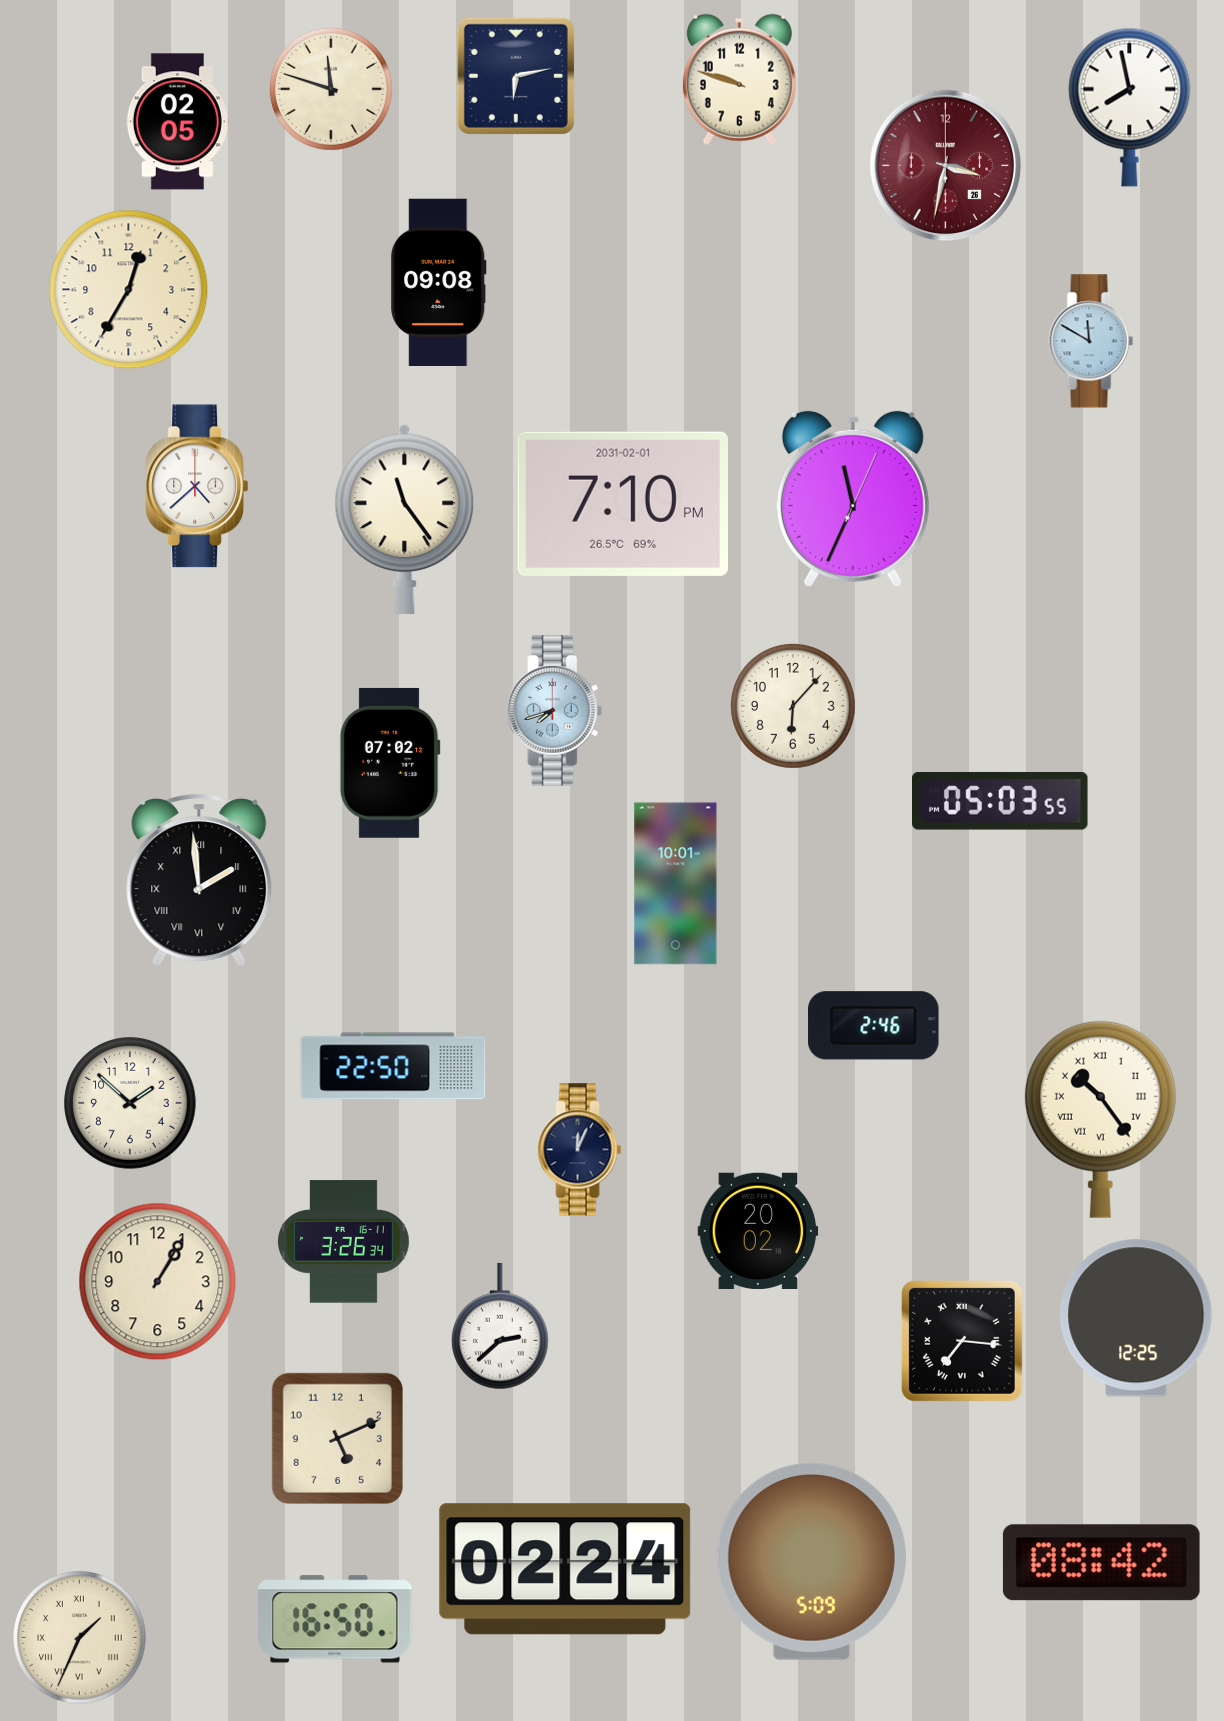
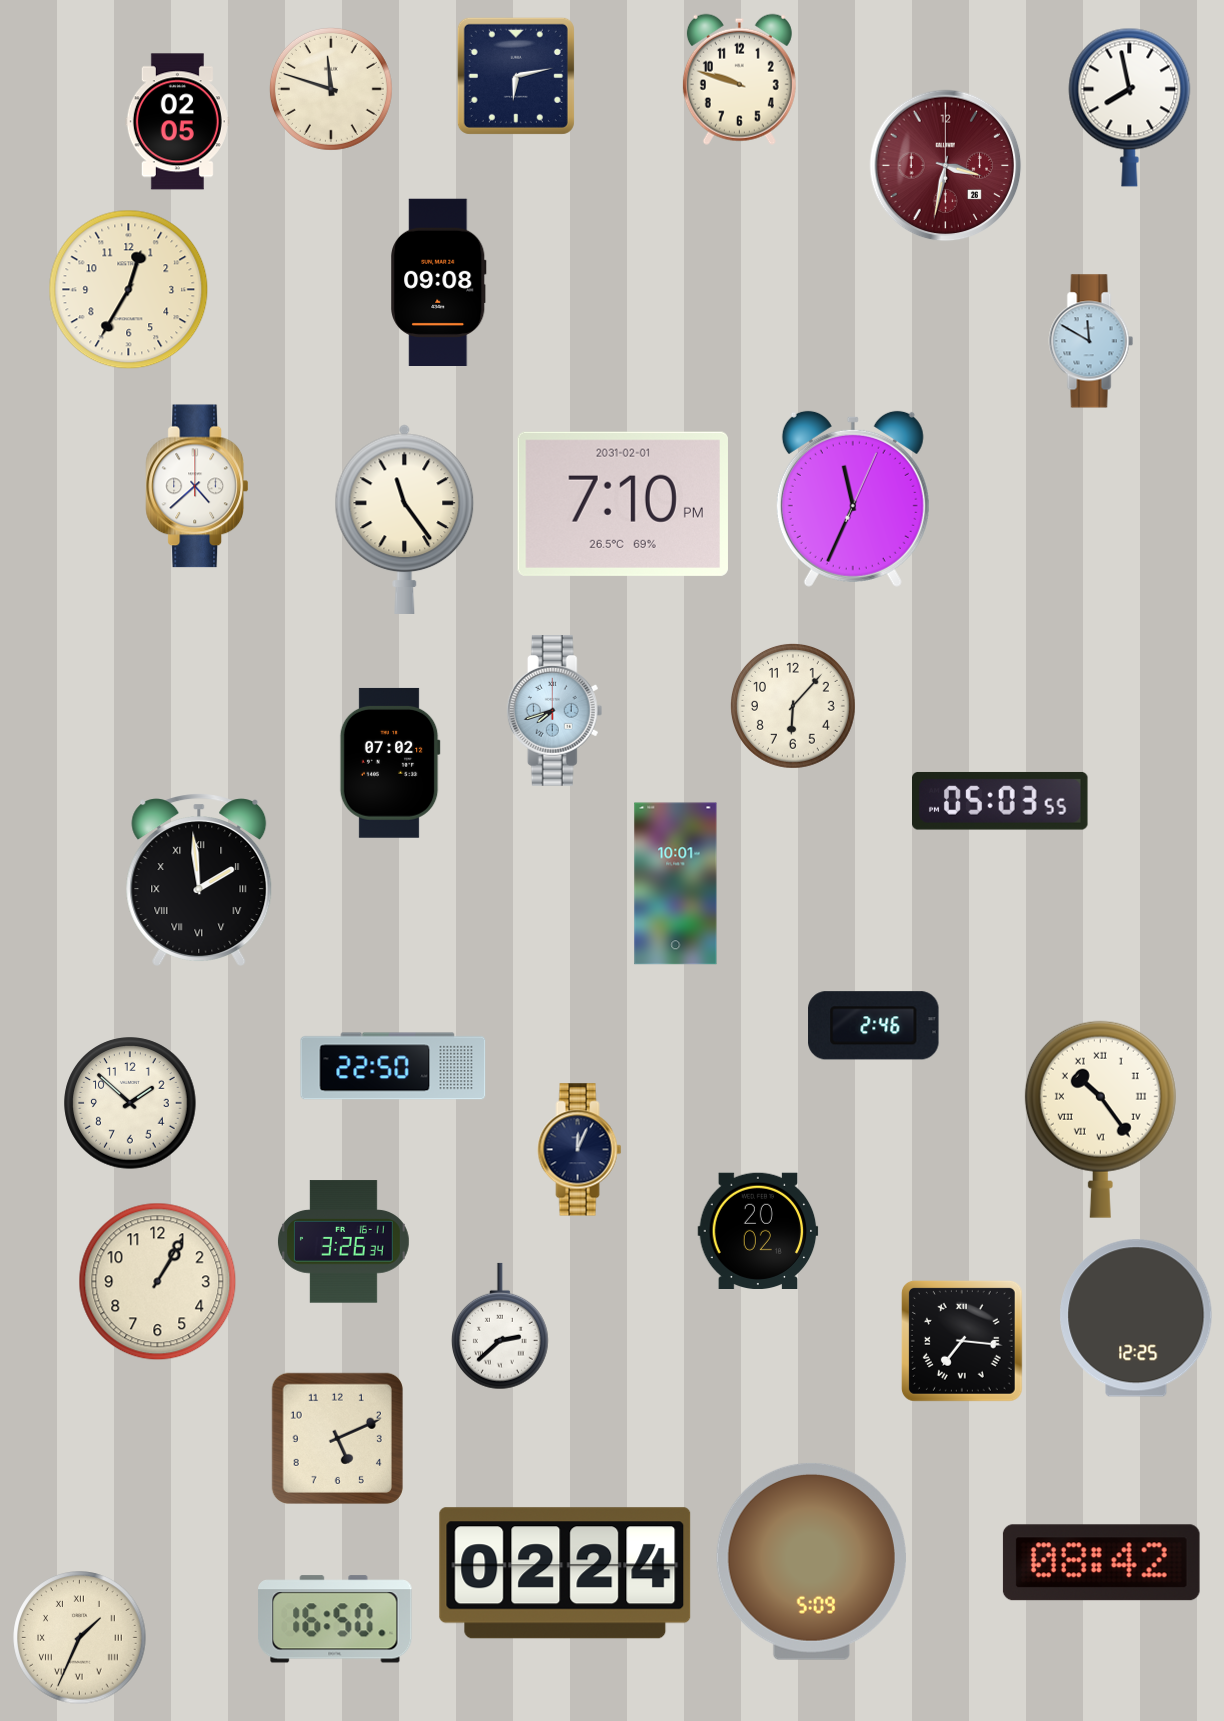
clock at (565, 1569) position: (565, 1569) -> (565, 1573)
